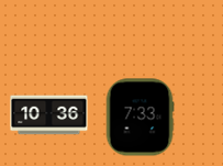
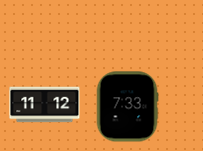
clock at (49, 115): 10:36 -> 11:12
